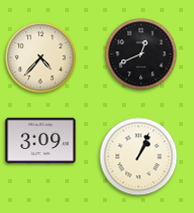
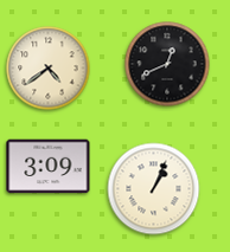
clock at (41, 58): 4:37 -> 4:39
clock at (139, 157) position: (139, 157) -> (154, 189)
